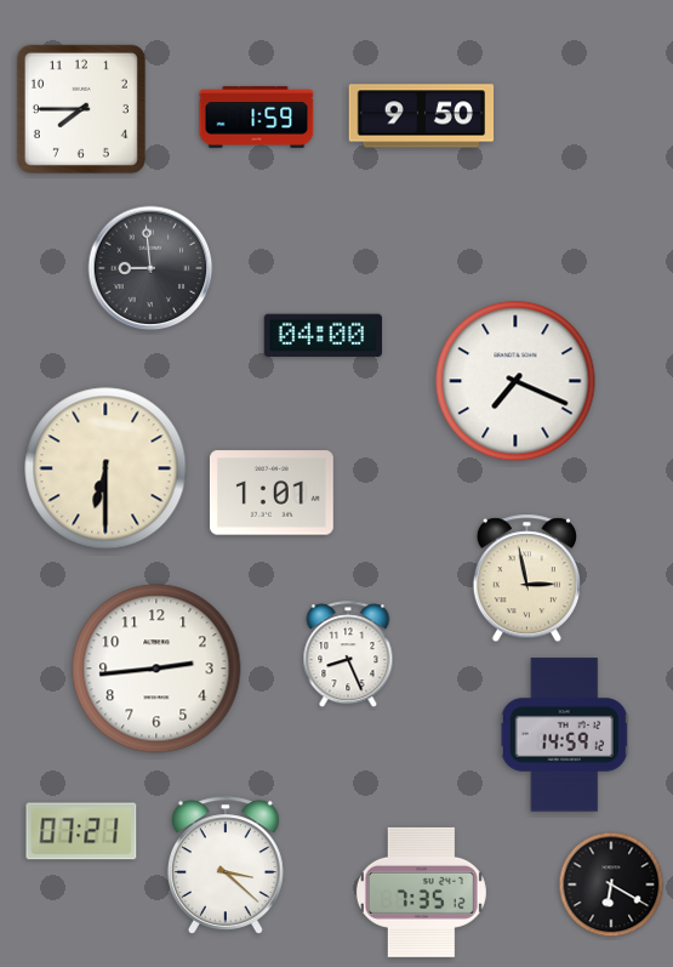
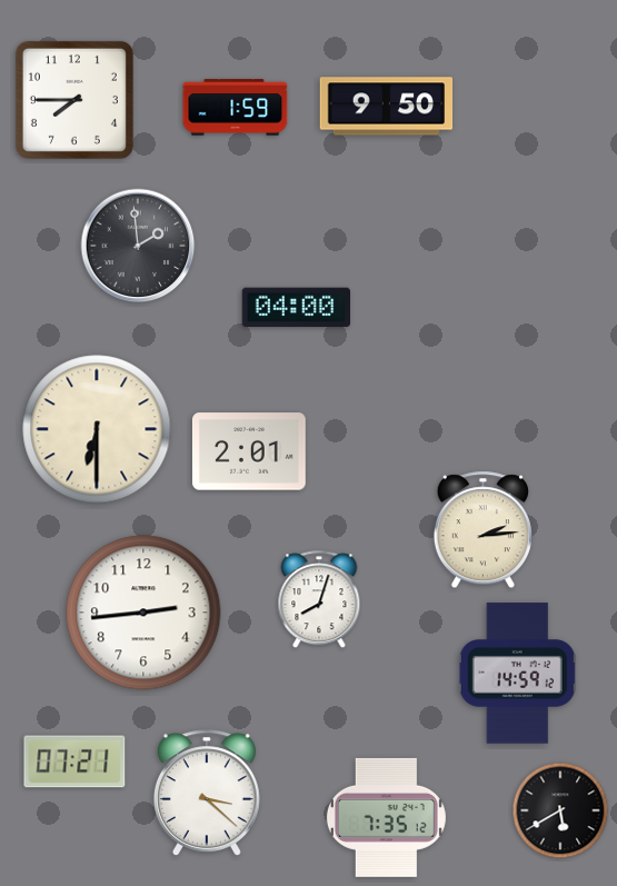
clock at (150, 268): 8:59 -> 1:59
clock at (515, 381): 7:19 -> none
clock at (272, 493): 1:01 -> 2:01
clock at (526, 579): 2:58 -> 2:14
clock at (348, 655): 8:26 -> 8:03
clock at (611, 884): 6:20 -> 5:40
